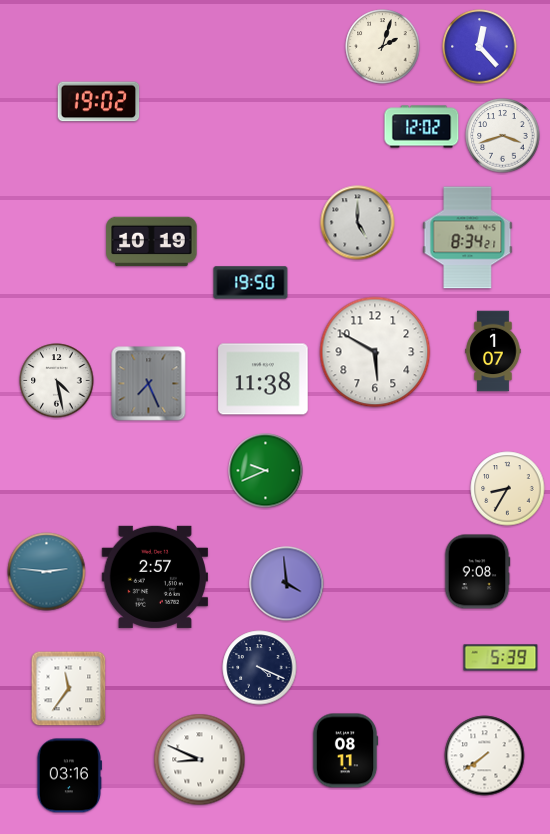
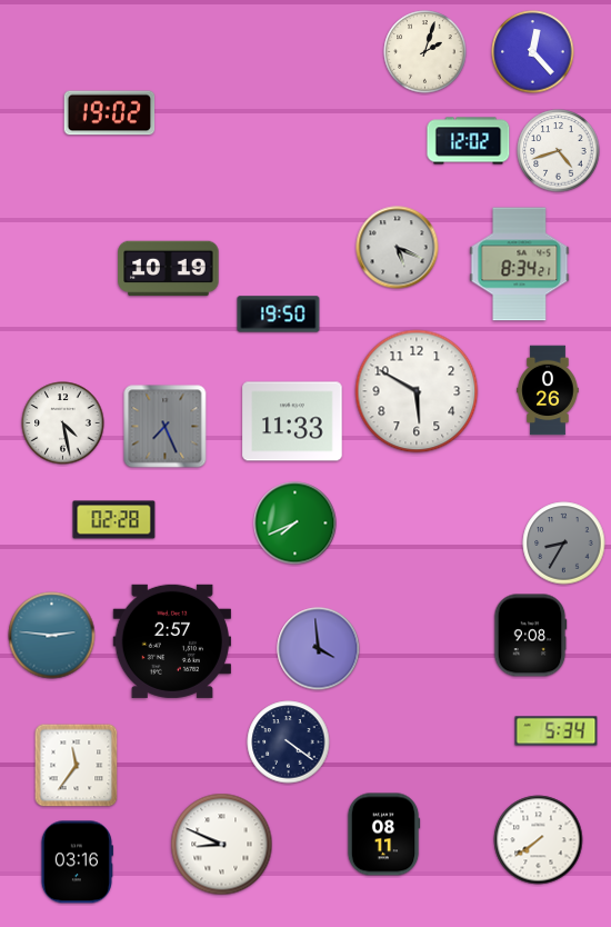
clock at (503, 136): 3:42 -> 4:42
clock at (358, 223): 5:00 -> 5:19
clock at (493, 351): 1:07 -> 0:26
clock at (263, 379): 11:38 -> 11:33
clock at (114, 520): none -> 02:28
clock at (266, 471): 9:41 -> 7:41
clock at (508, 489) dial: cream -> grey
clock at (501, 658): 5:39 -> 5:34
clock at (260, 668): 4:19 -> 4:21
